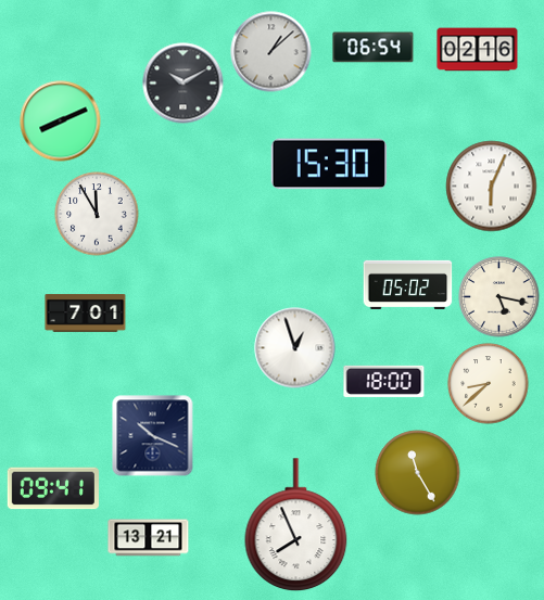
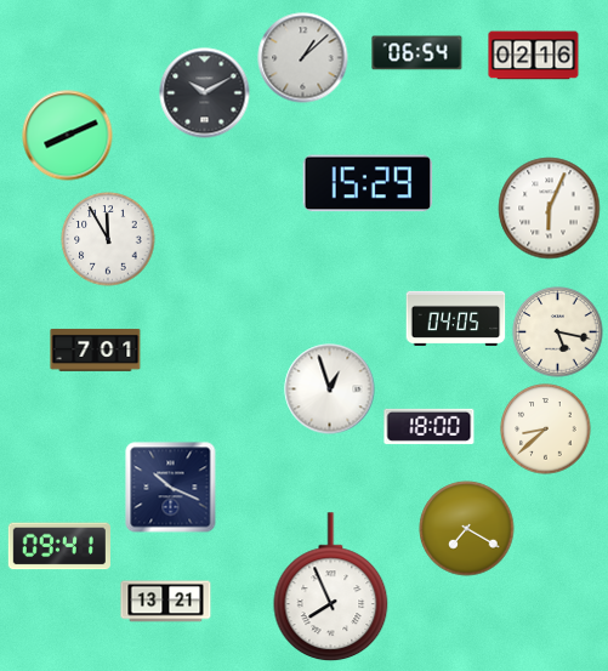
clock at (329, 164): 15:30 -> 15:29
clock at (408, 284): 05:02 -> 04:05
clock at (418, 473): 11:25 -> 7:20
